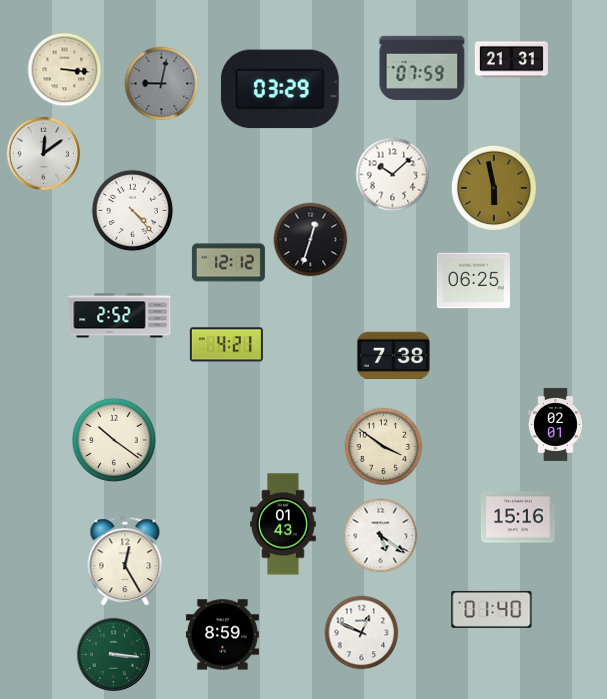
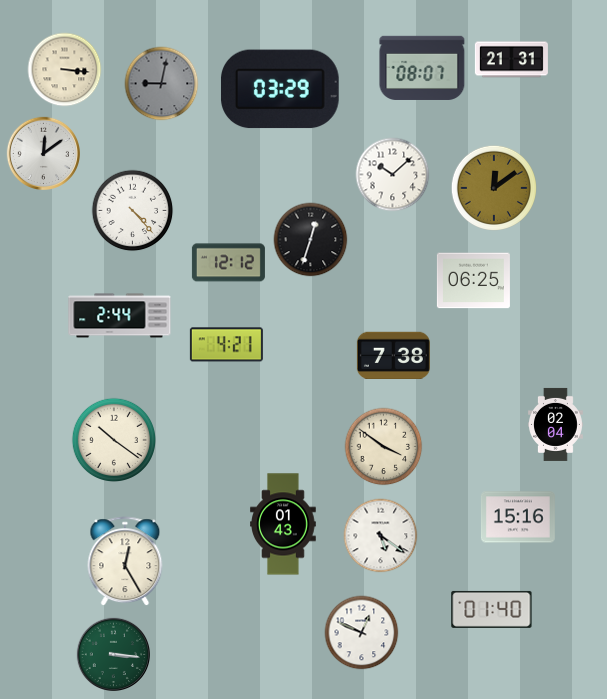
clock at (422, 67): 07:59 -> 08:07
clock at (494, 188): 5:58 -> 12:09
clock at (120, 316): 2:52 -> 2:44
clock at (556, 424): 02:01 -> 02:04
clock at (222, 635): 8:59 -> none
